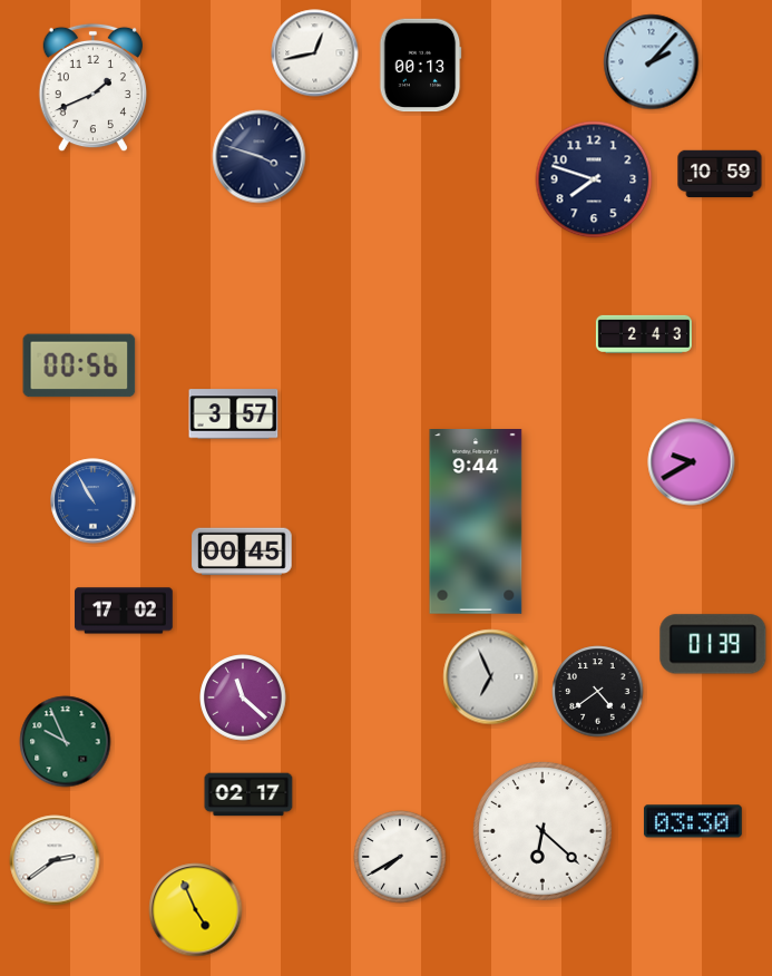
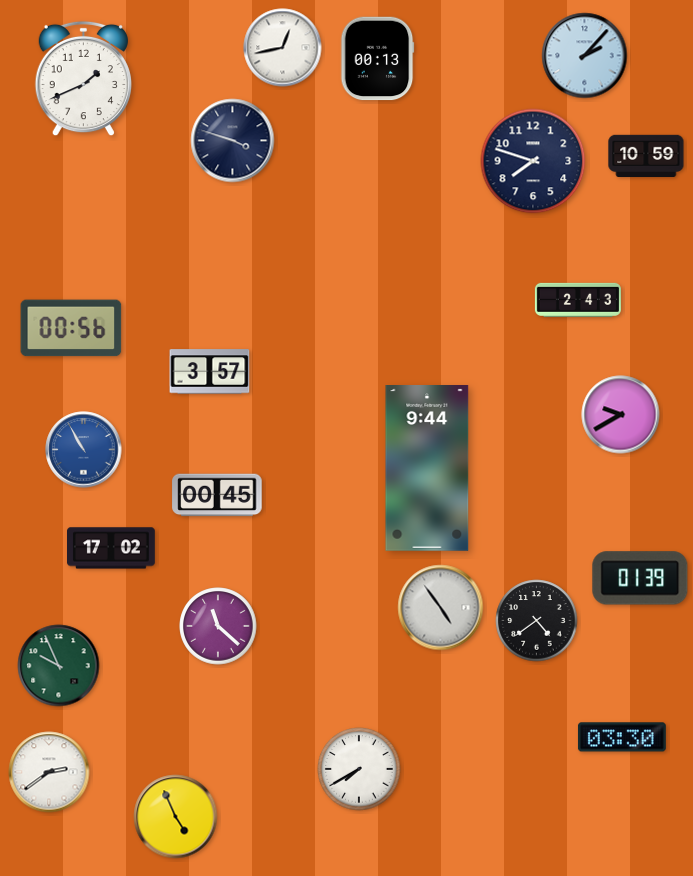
clock at (491, 677): 6:56 -> 4:54
clock at (248, 794): 02:17 -> none
clock at (543, 831): 6:22 -> none
